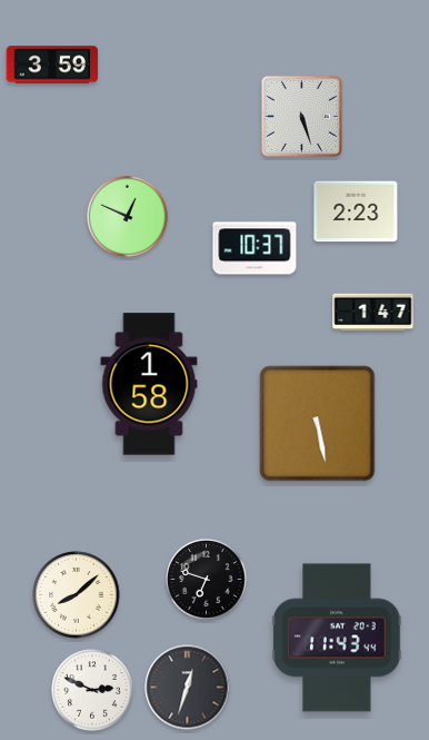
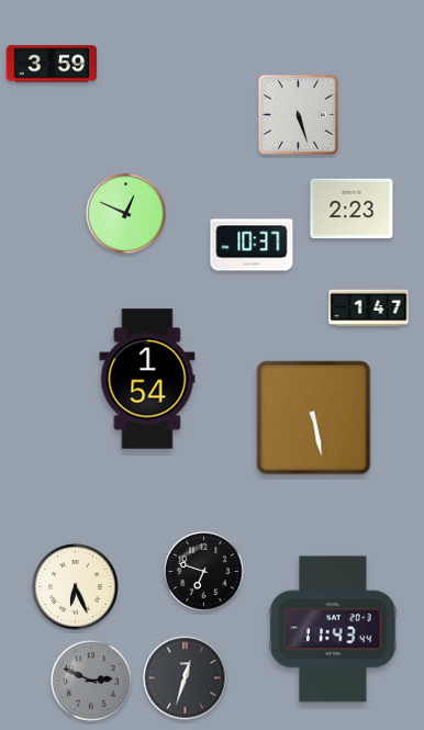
clock at (149, 384): 1:58 -> 1:54
clock at (77, 595): 8:08 -> 6:26
clock at (92, 690) dial: white -> grey
